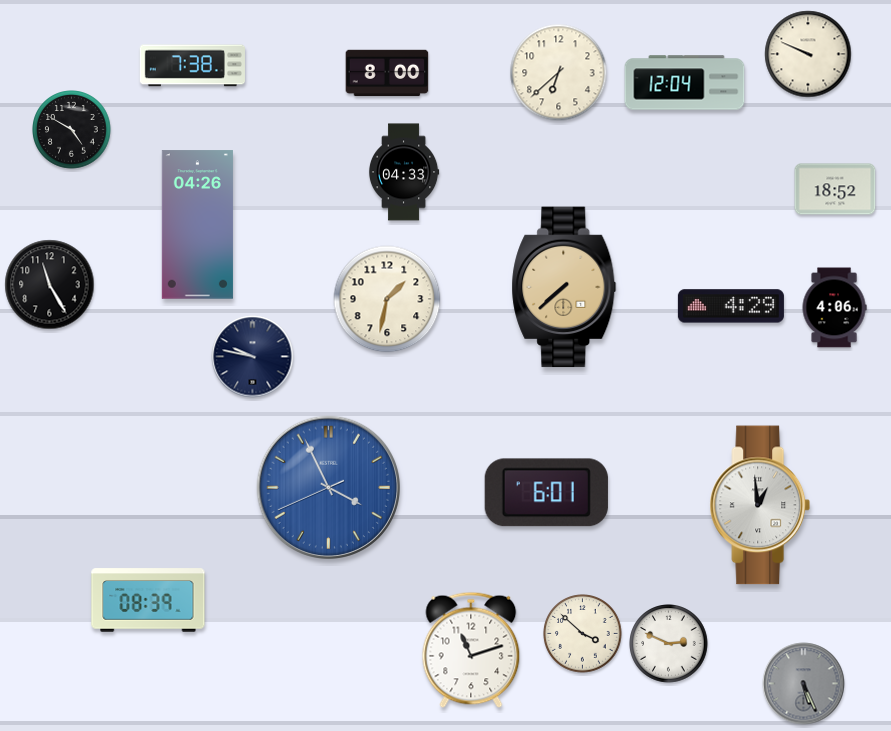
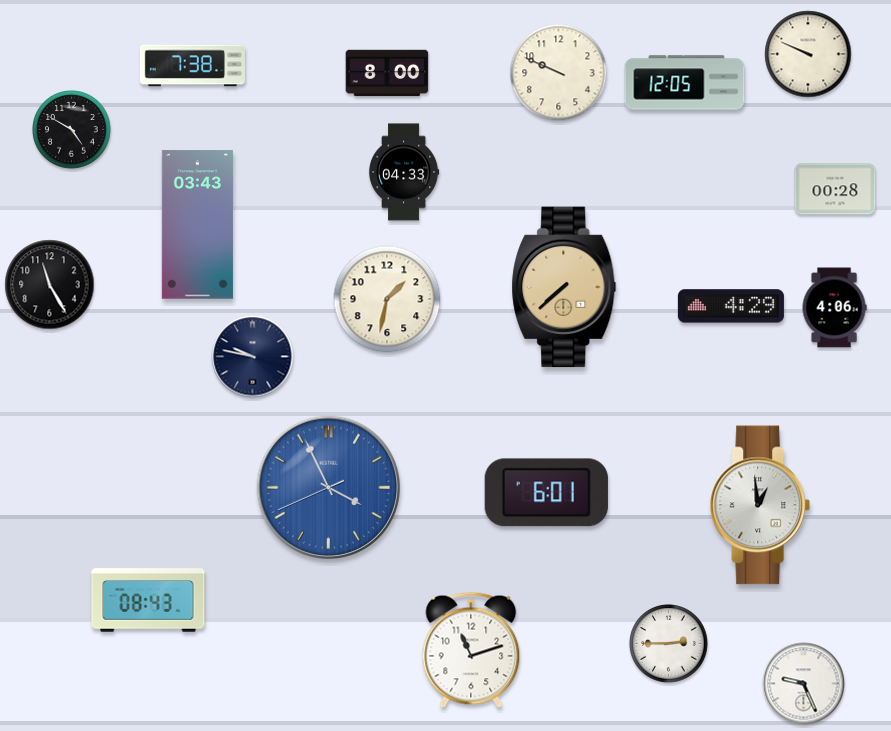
clock at (559, 73): 6:38 -> 9:49
clock at (685, 83): 12:04 -> 12:05
clock at (835, 189): 18:52 -> 00:28
clock at (197, 225): 04:26 -> 03:43
clock at (148, 600): 08:39 -> 08:43
clock at (583, 634): 3:52 -> none
clock at (669, 644): 2:49 -> 2:45
clock at (804, 684): 5:26 -> 9:26
clock at (804, 684) dial: grey -> white
